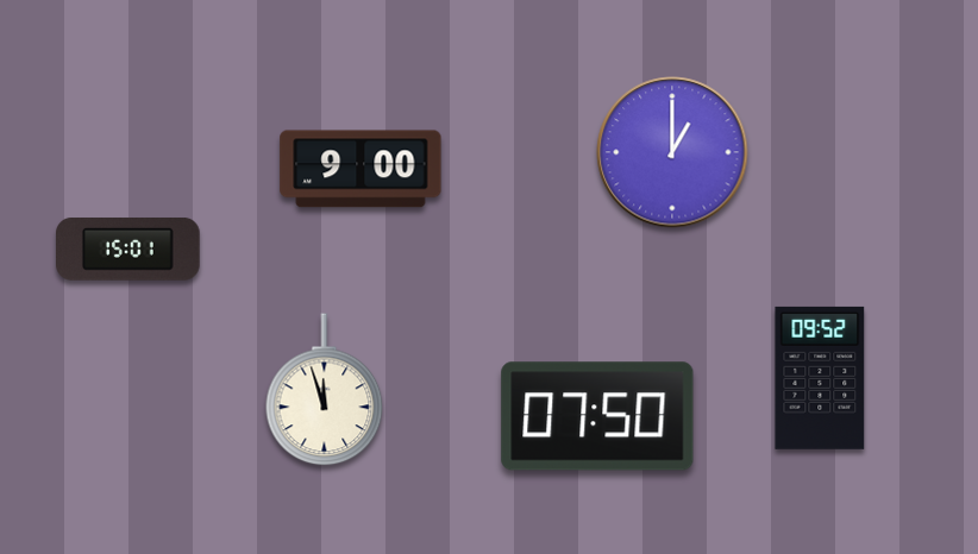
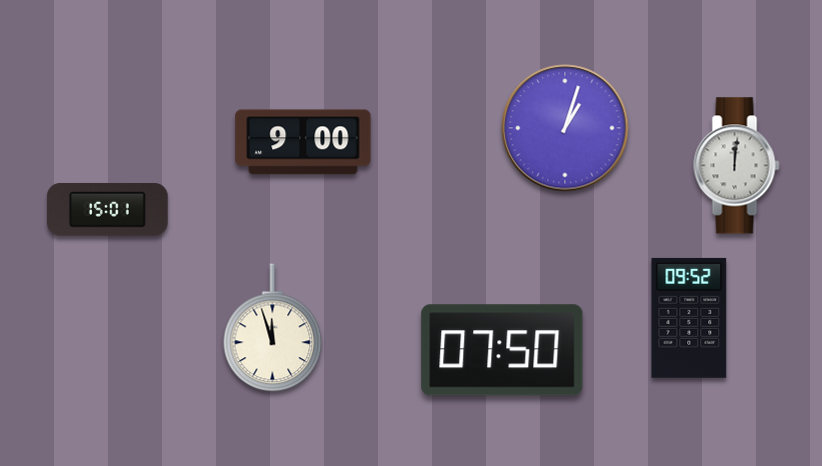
clock at (672, 152): 1:00 -> 1:03
clock at (737, 166): none -> 12:01
